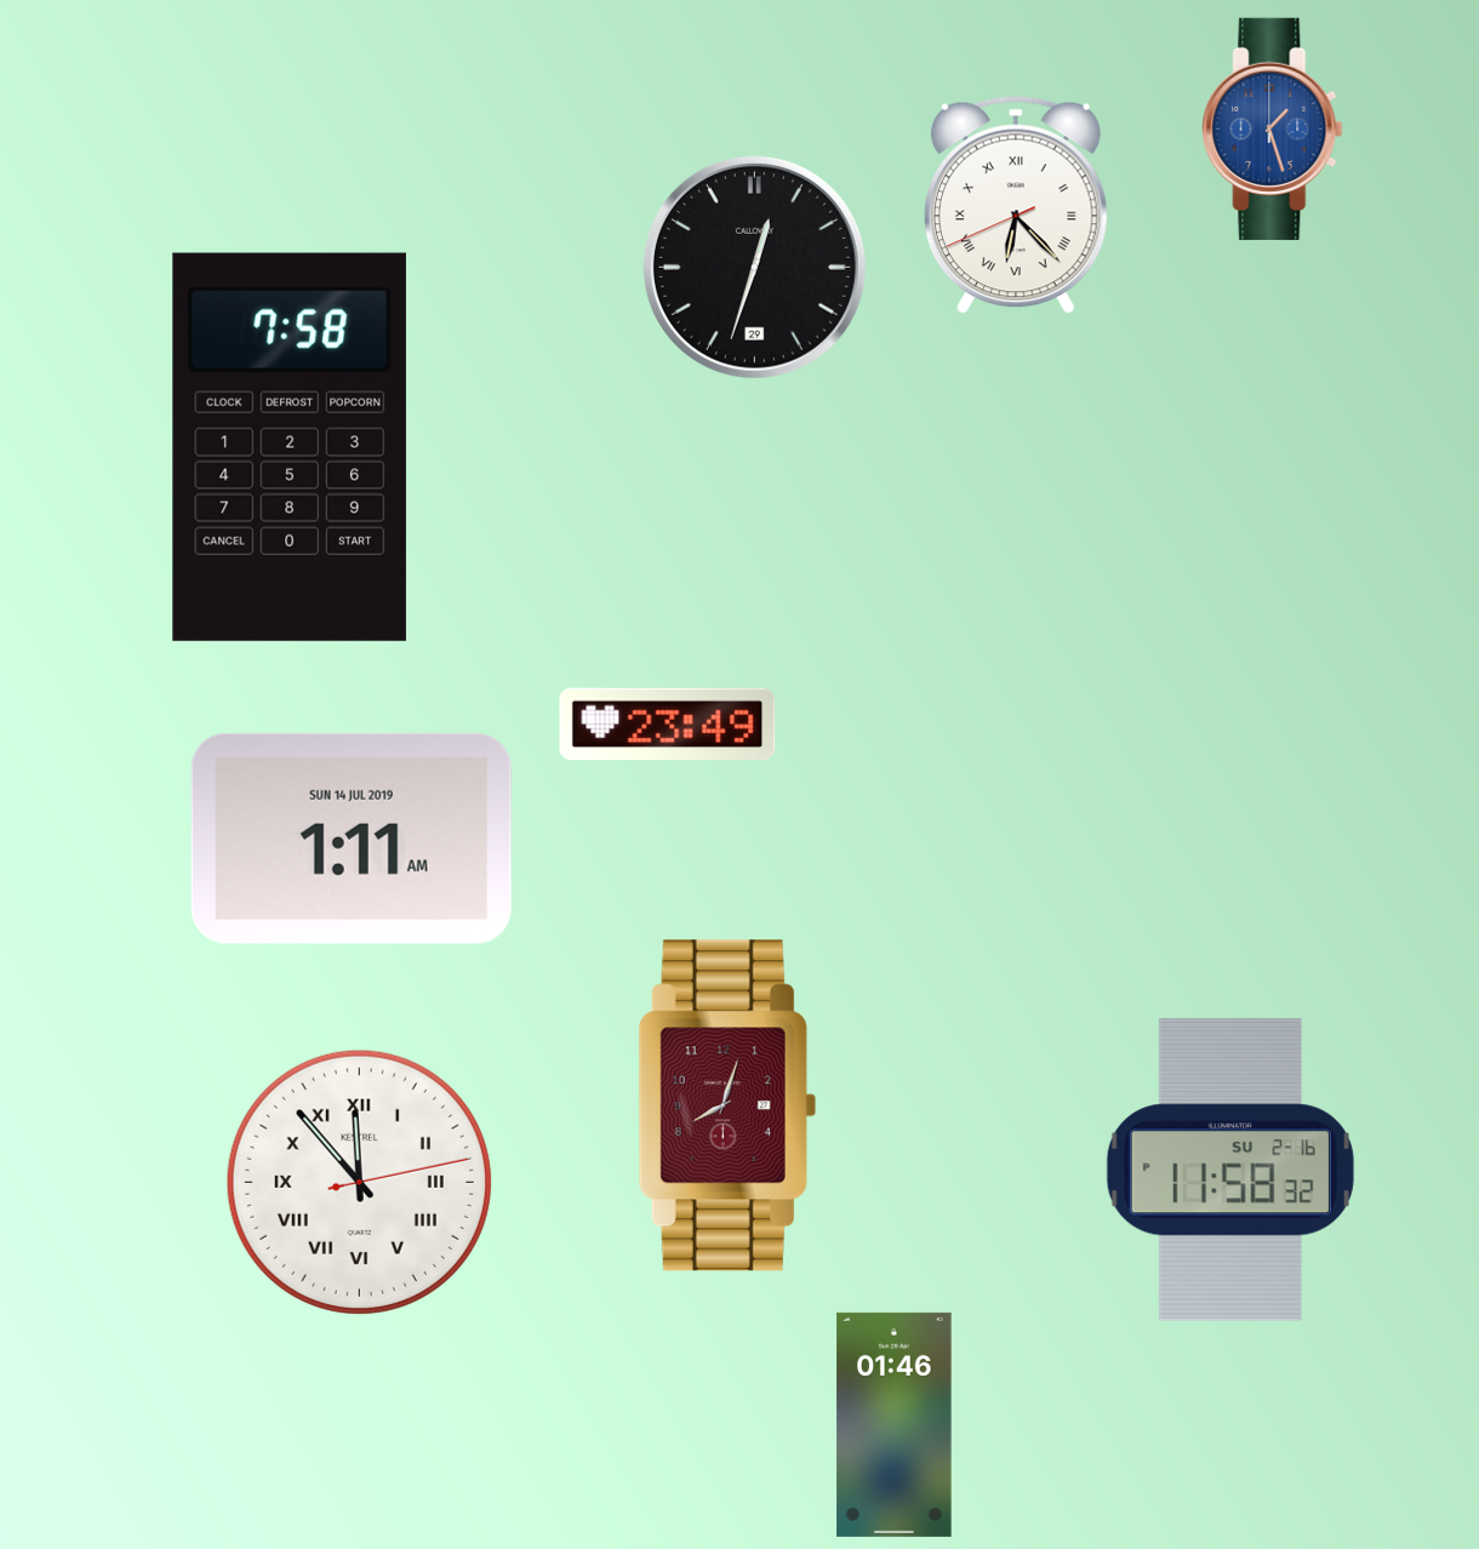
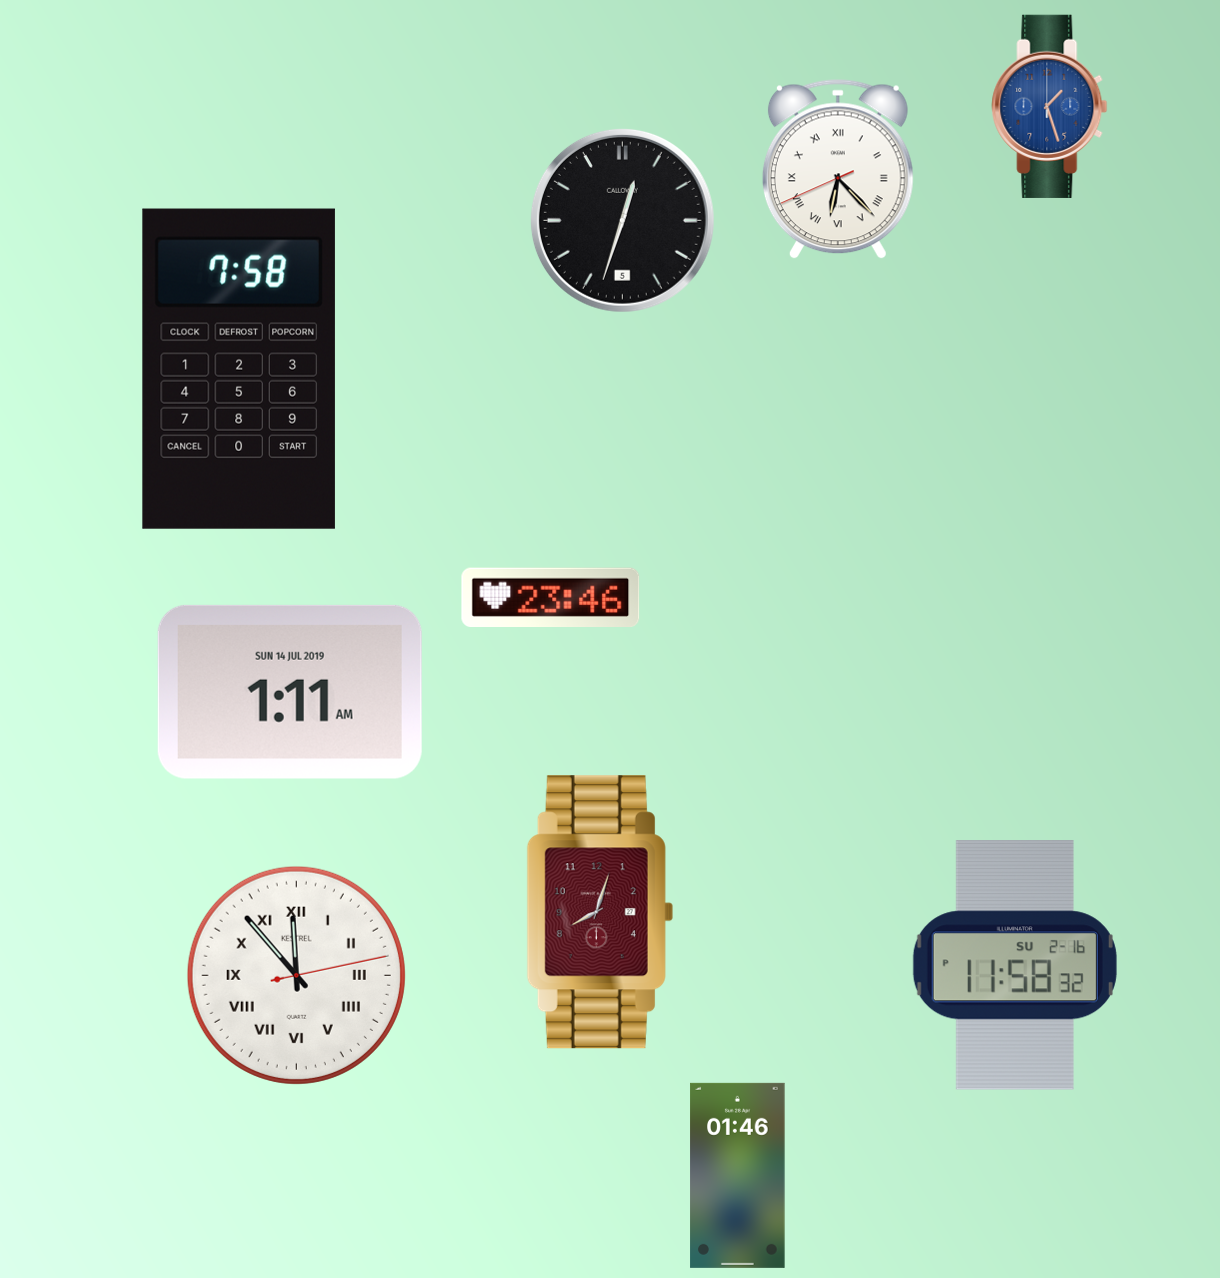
clock at (754, 267) date: 29 -> 5
clock at (668, 724): 23:49 -> 23:46
